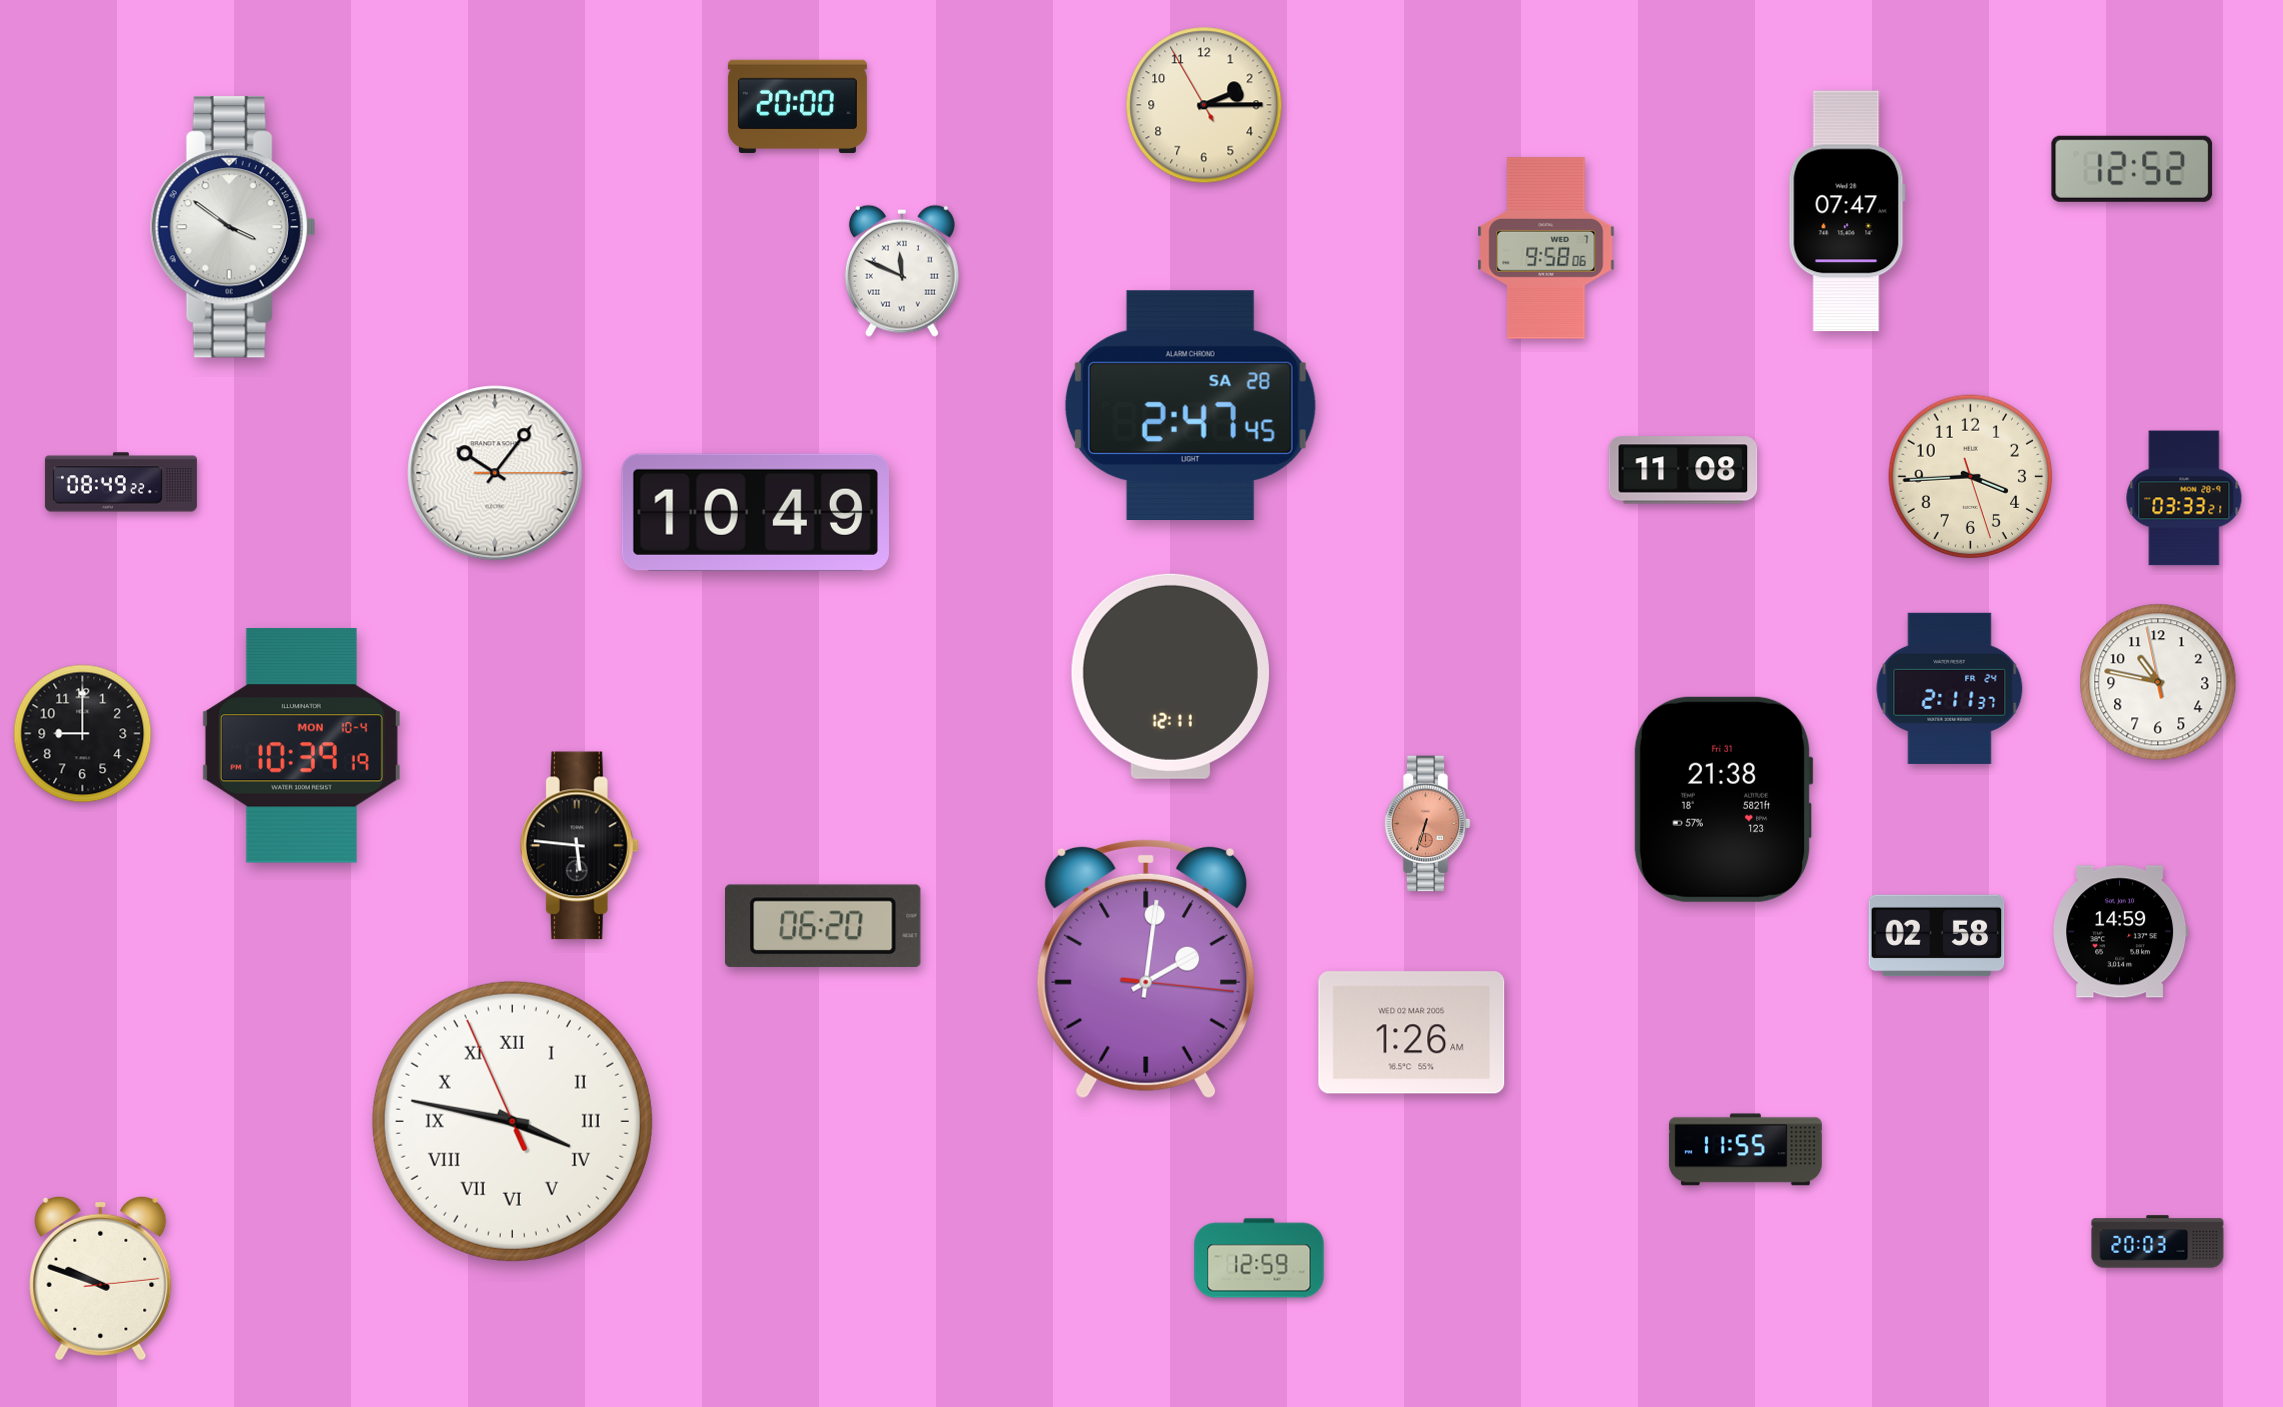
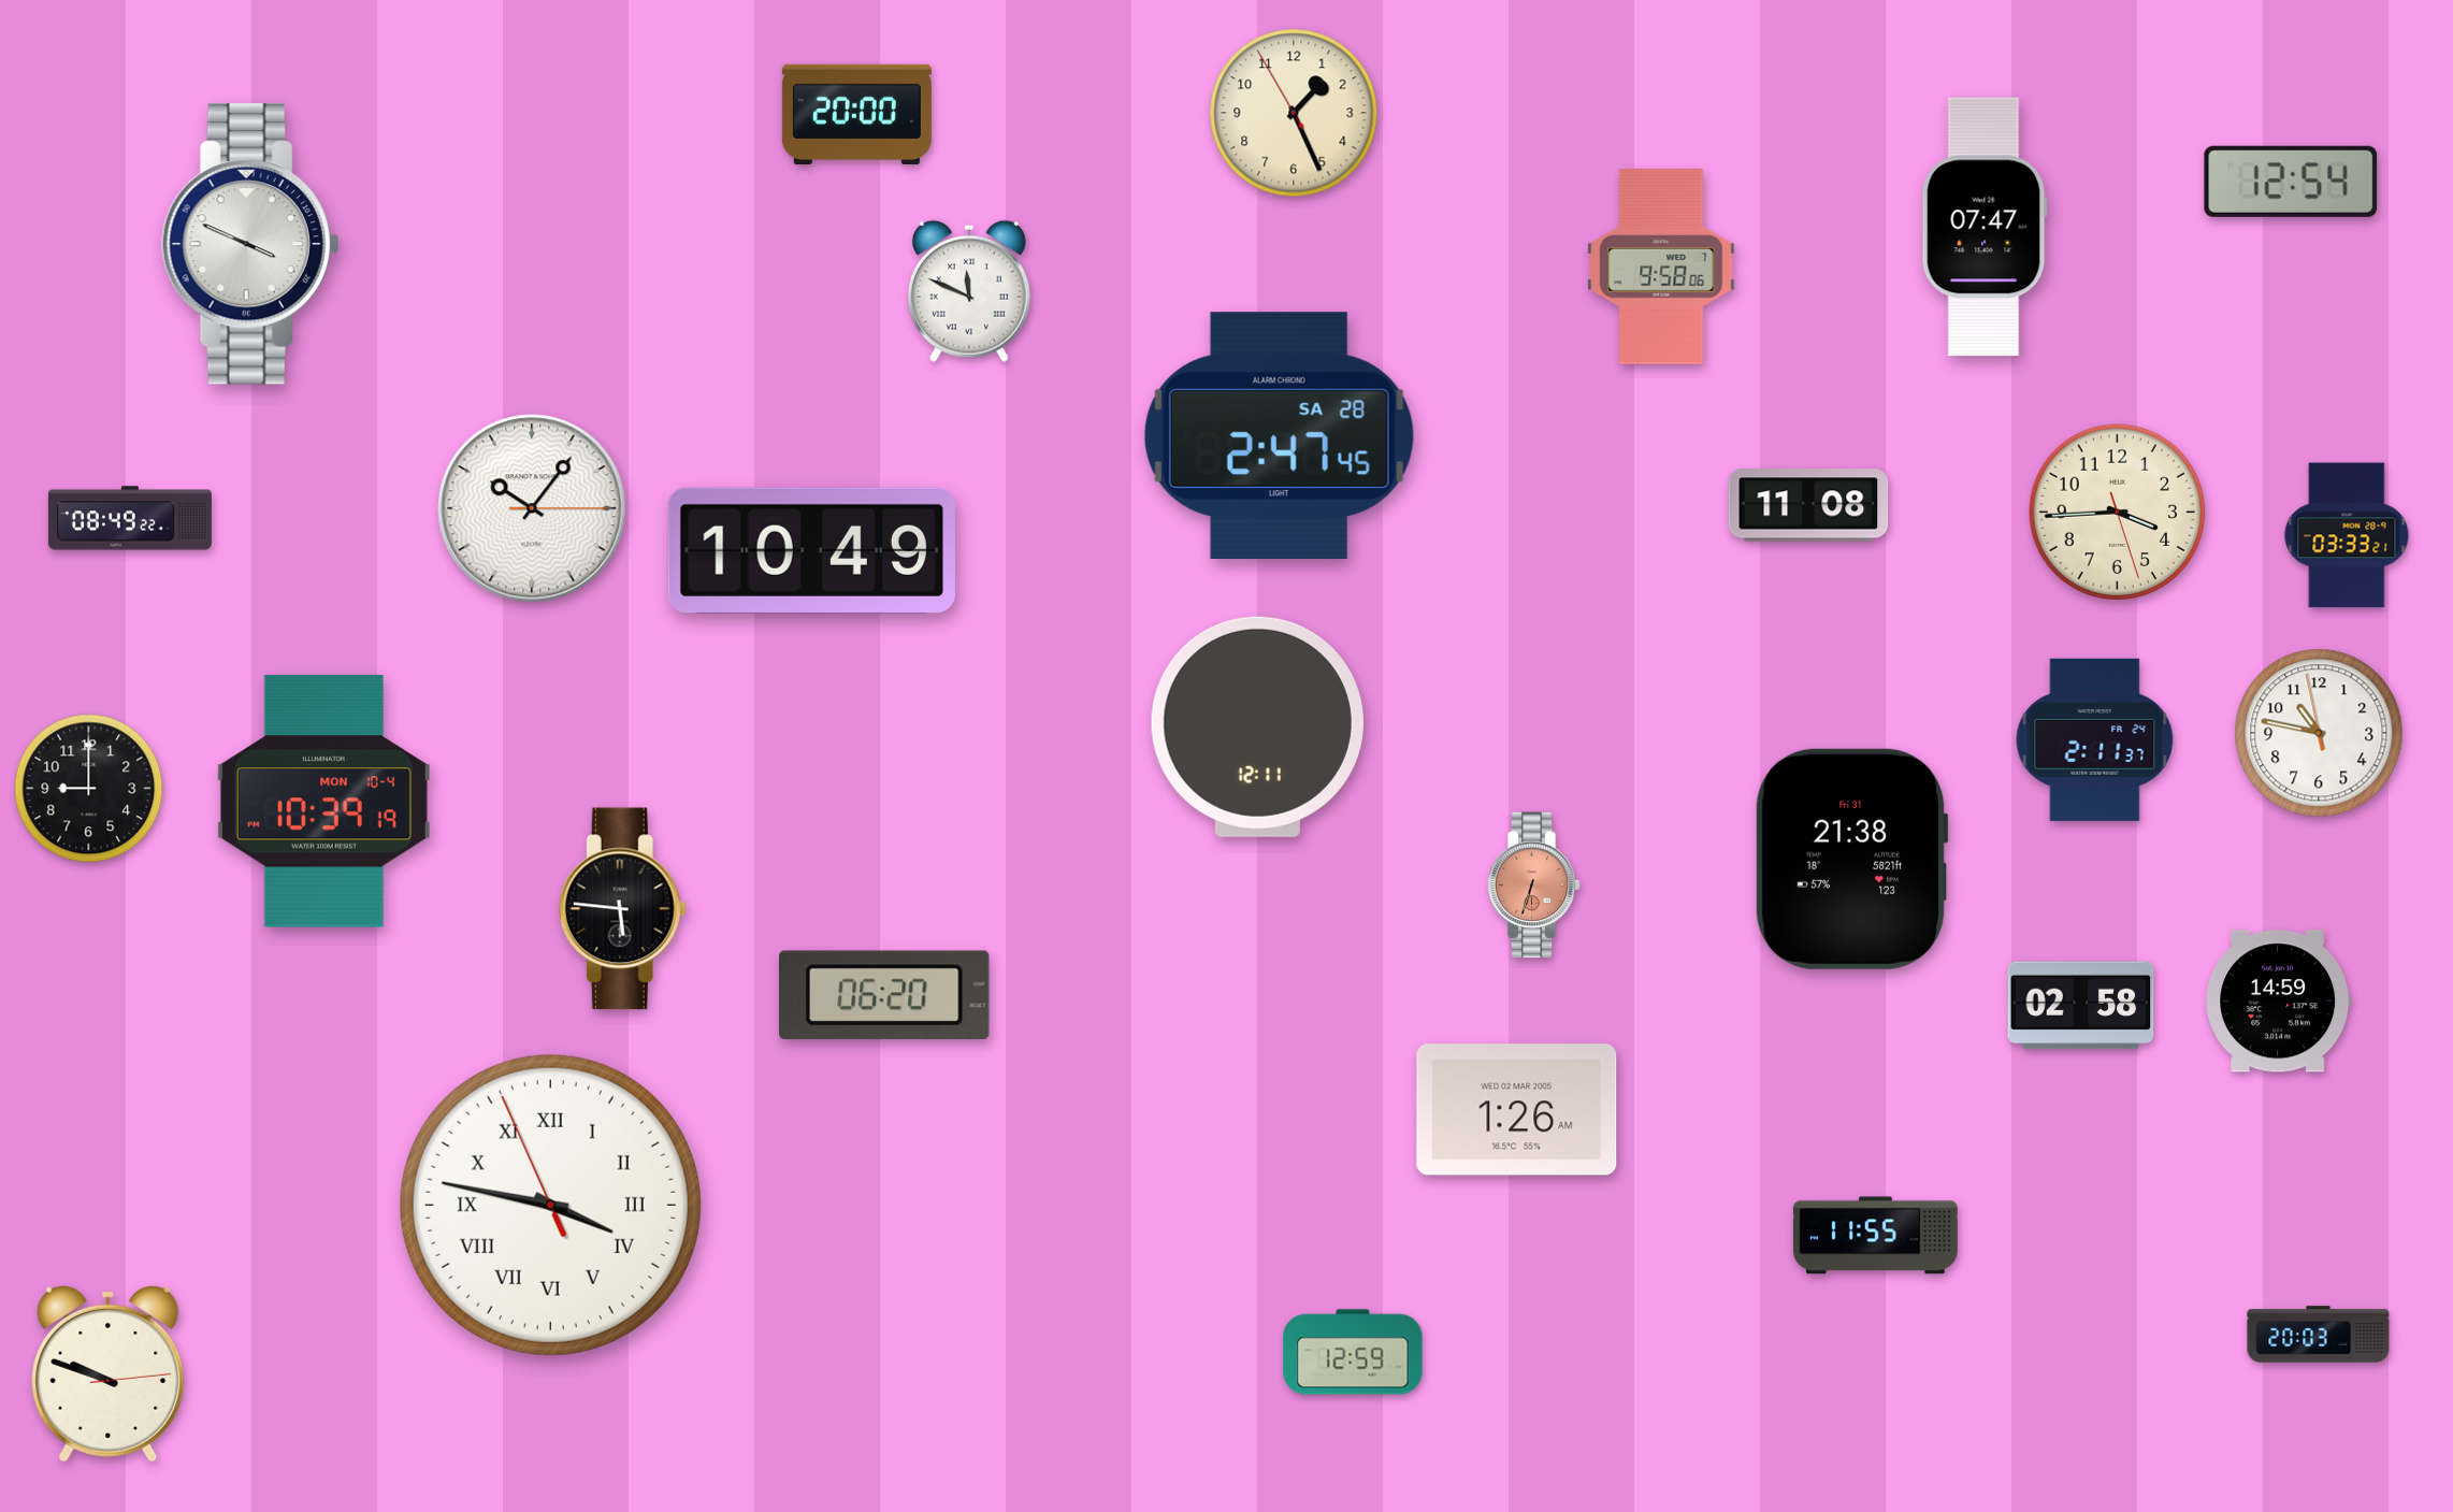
clock at (1204, 105): 2:14 -> 1:25
clock at (2132, 169): 12:52 -> 12:54
clock at (233, 227): 3:51 -> 3:49
clock at (1146, 969): 2:01 -> none
